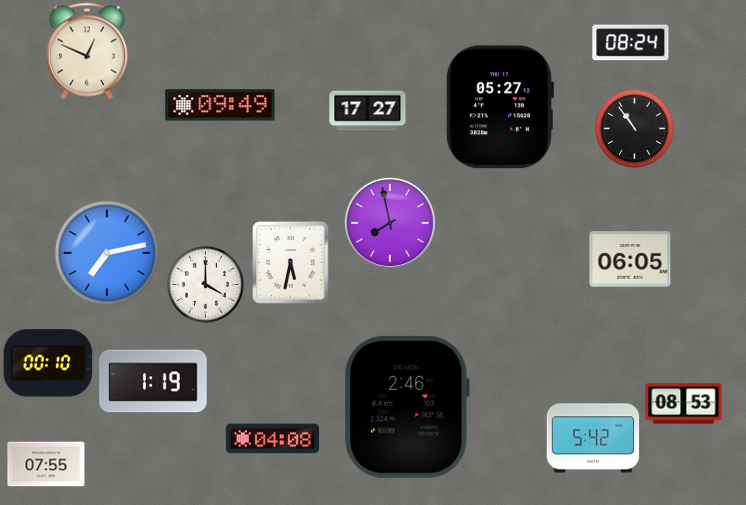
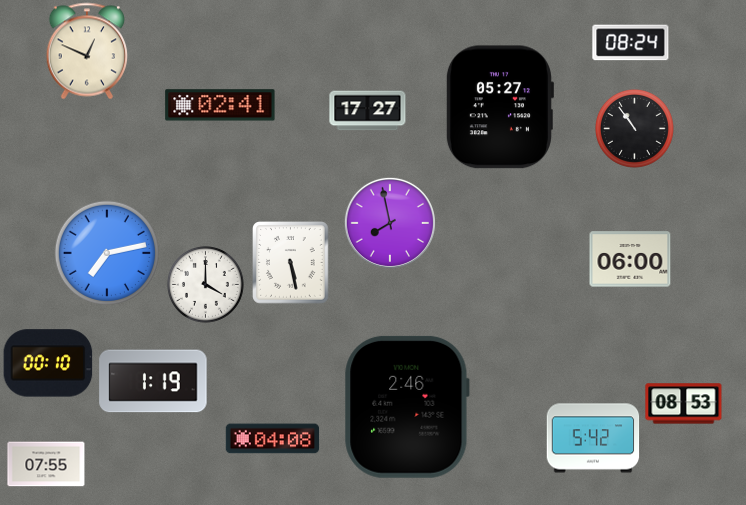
clock at (220, 105): 09:49 -> 02:41
clock at (630, 259): 06:05 -> 06:00
clock at (291, 263): 5:32 -> 5:28
